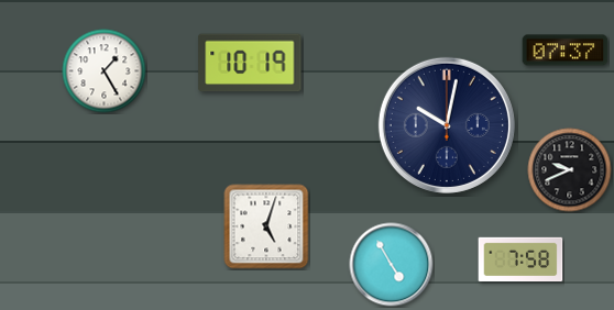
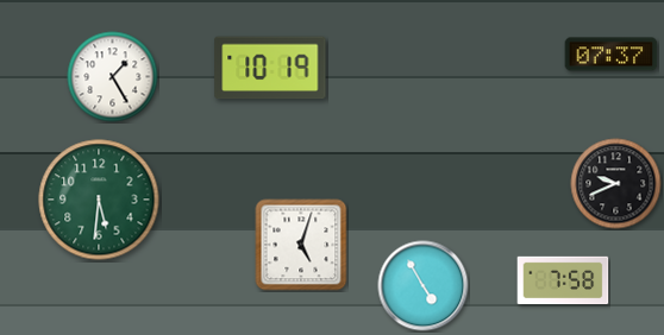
clock at (447, 125): 10:02 -> none
clock at (99, 200): none -> 5:31
clock at (266, 226) position: (266, 226) -> (301, 245)
